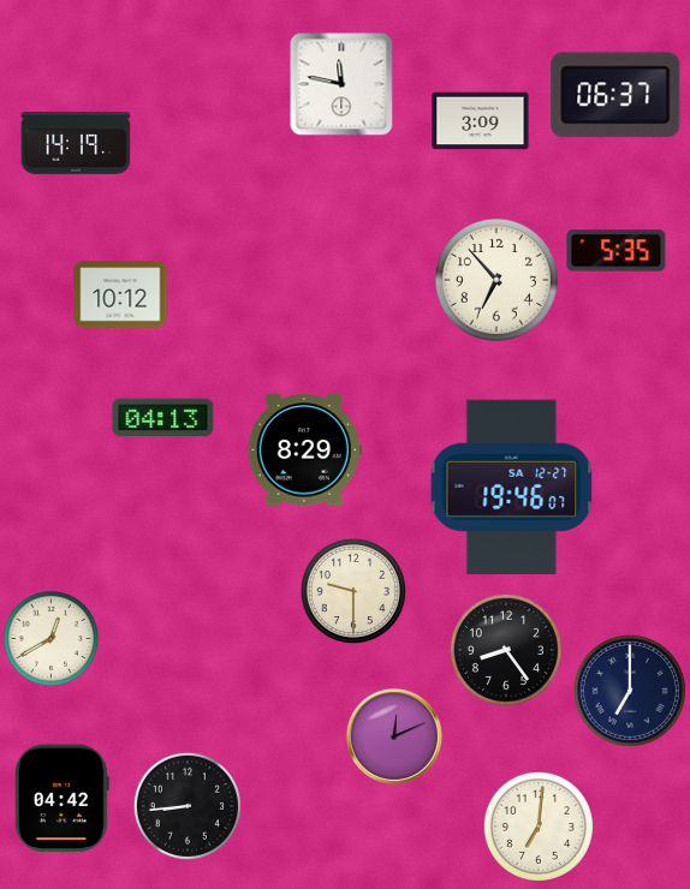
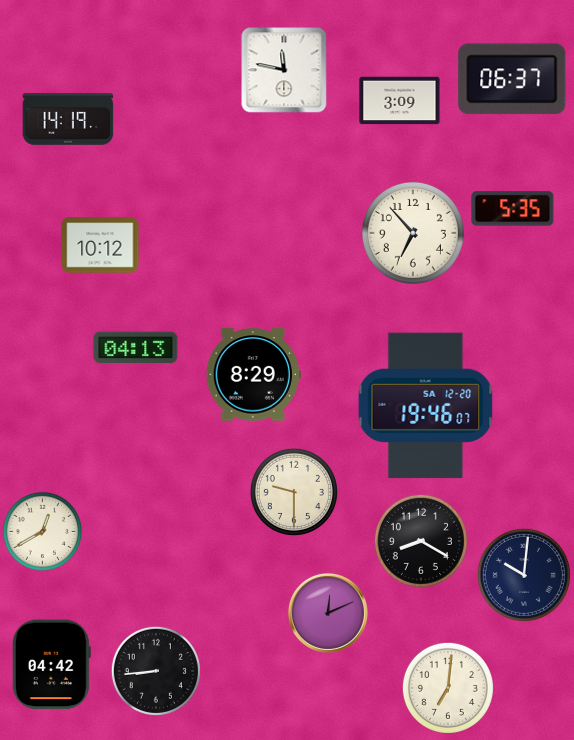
clock at (76, 144) position: (76, 144) -> (68, 120)
clock at (512, 488) date: SA 12-27 -> SA 12-20
clock at (506, 650): 8:24 -> 8:20
clock at (630, 691): 7:00 -> 10:01
